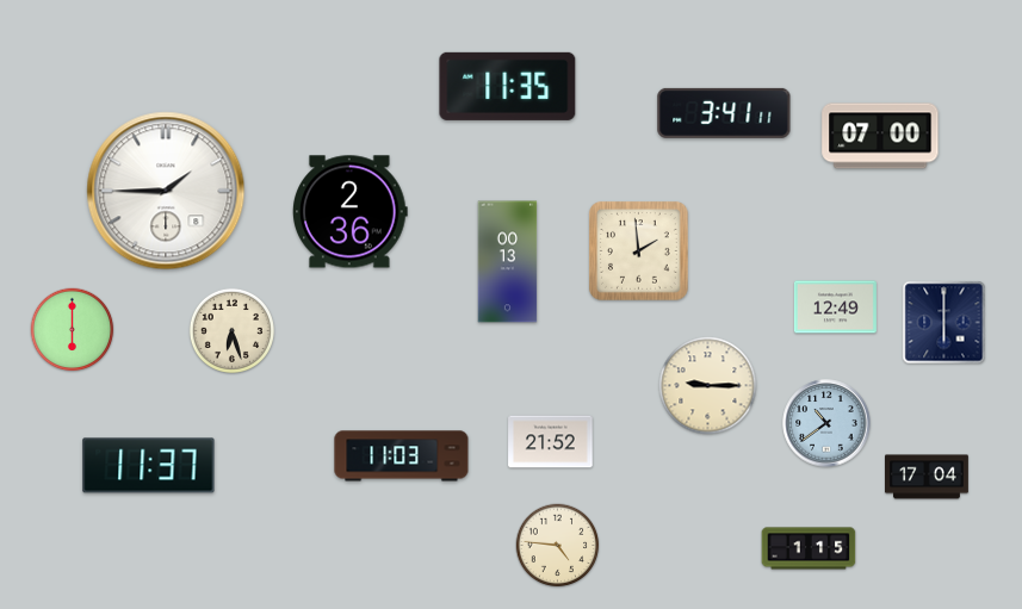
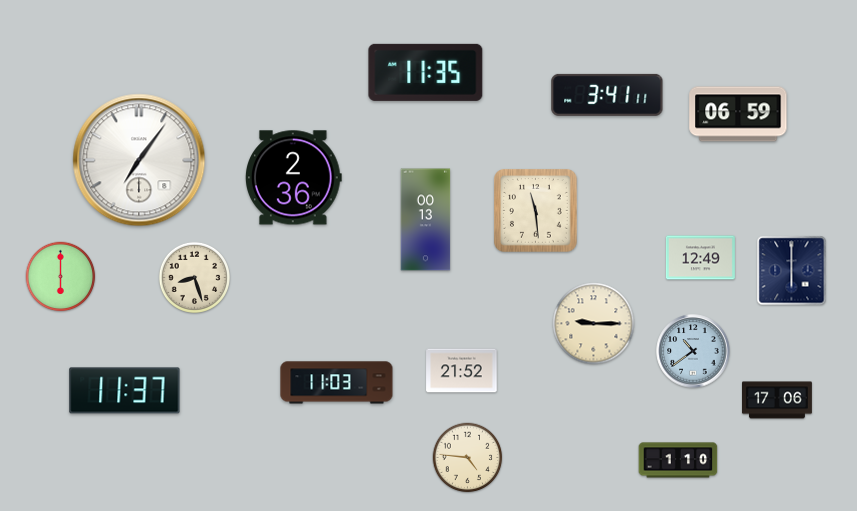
clock at (880, 136): 07:00 -> 06:59
clock at (166, 191): 1:45 -> 7:06
clock at (639, 251): 1:59 -> 11:29
clock at (231, 330): 6:27 -> 8:27
clock at (826, 423) position: (826, 423) -> (693, 351)
clock at (928, 477): 17:04 -> 17:06
clock at (809, 548): 1:15 -> 1:10
